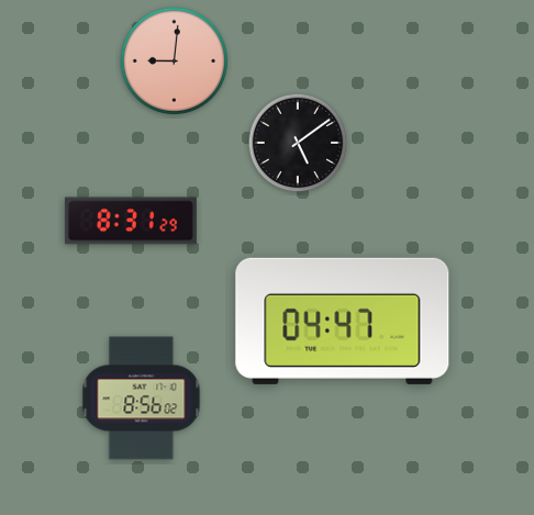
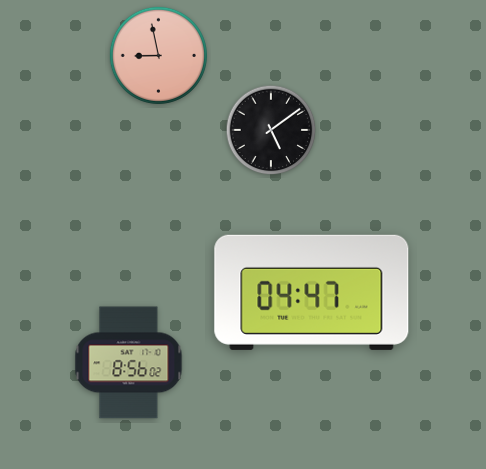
clock at (174, 60): 9:01 -> 8:58
clock at (131, 221): 8:31 -> none
